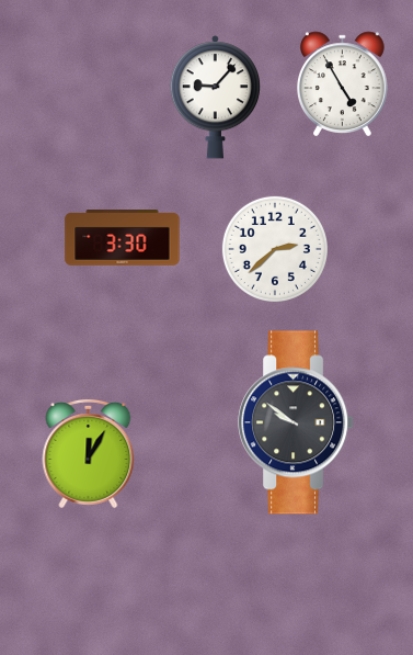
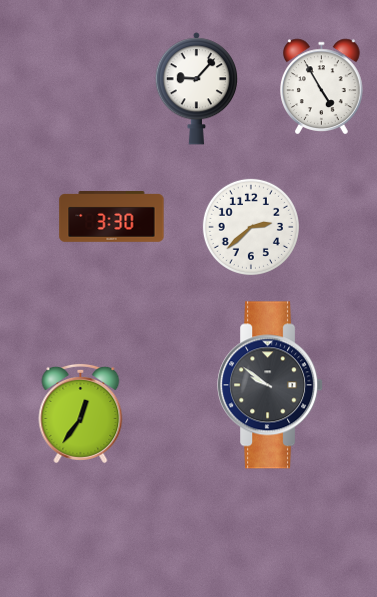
clock at (343, 84) position: (343, 84) -> (322, 87)
clock at (89, 453): 12:05 -> 12:36
